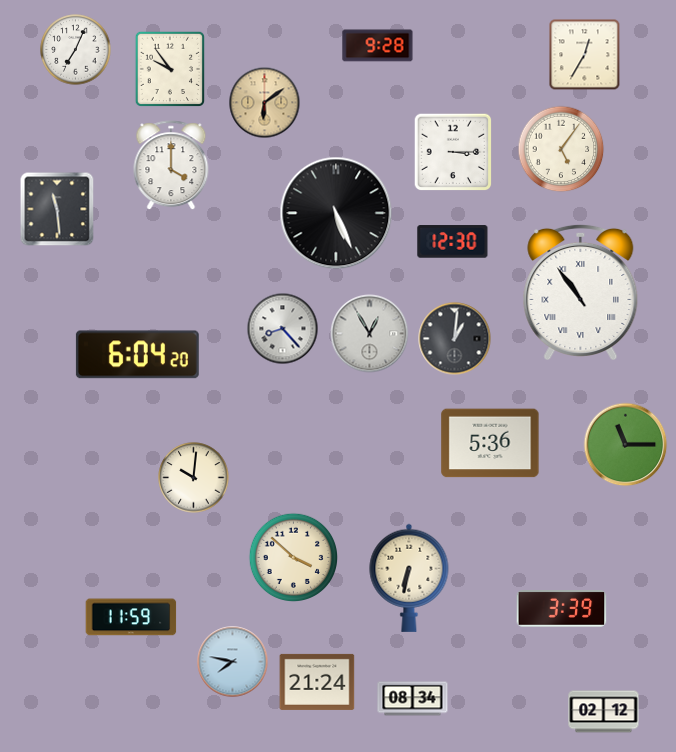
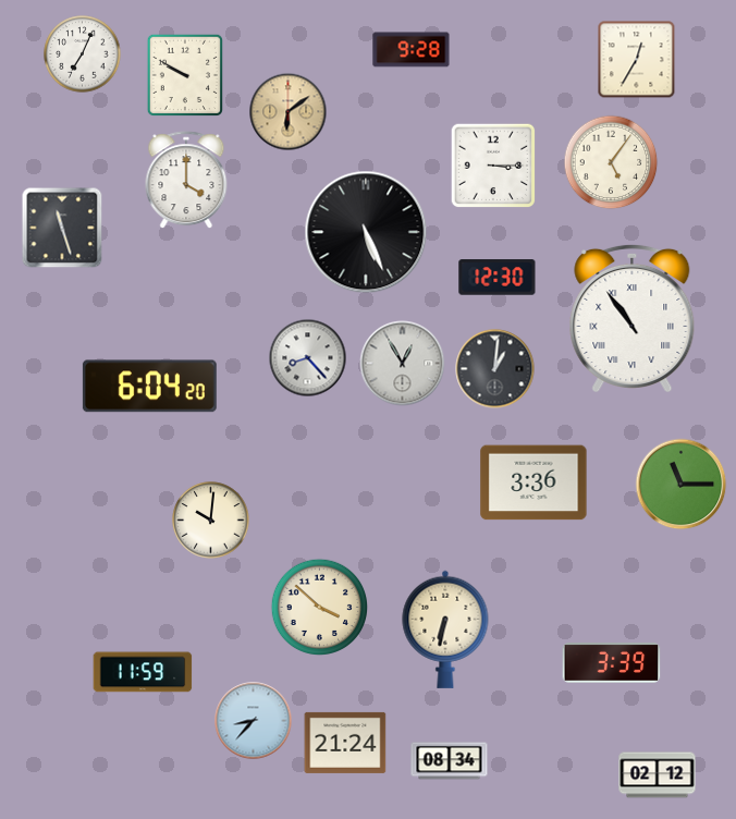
clock at (169, 68): 9:54 -> 9:50
clock at (57, 209): 11:29 -> 11:27
clock at (453, 242) position: (453, 242) -> (498, 278)
clock at (490, 443): 5:36 -> 3:36
clock at (233, 662): 7:47 -> 8:37
